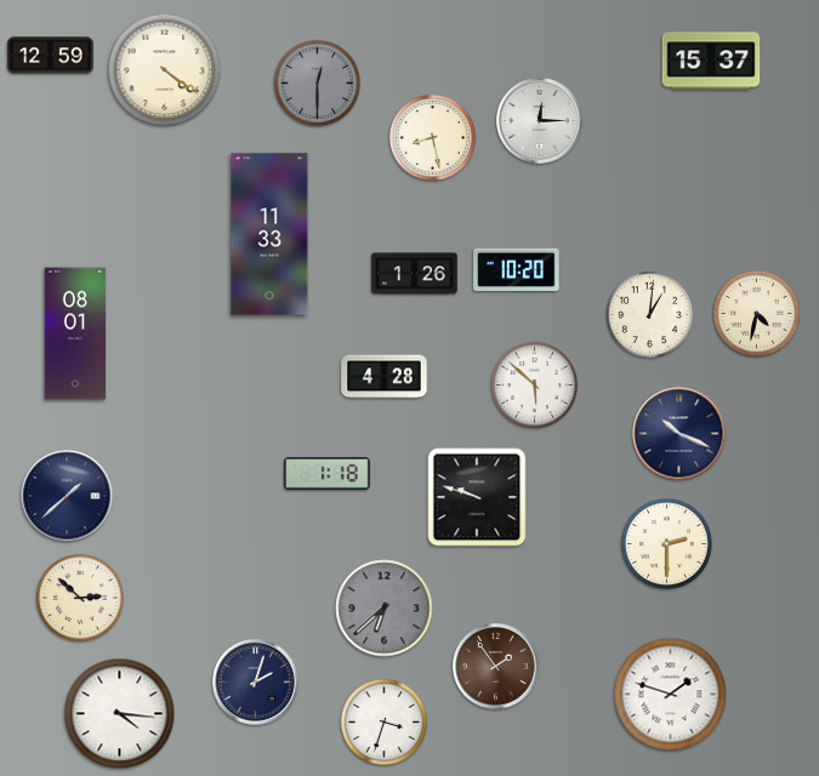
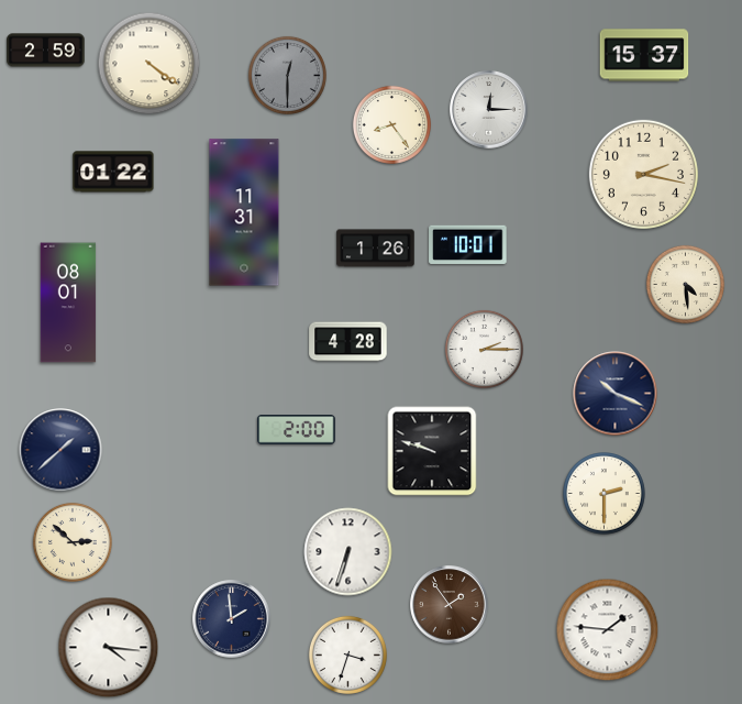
clock at (51, 56): 12:59 -> 2:59
clock at (432, 137): 8:28 -> 8:24
clock at (113, 172): none -> 01:22
clock at (643, 174): none -> 2:17
clock at (269, 234): 11:33 -> 11:31
clock at (517, 269): 10:20 -> 10:01
clock at (756, 313): 4:32 -> 4:29
clock at (649, 314): 1:01 -> none
clock at (534, 384): 5:52 -> 2:15
clock at (328, 474): 1:18 -> 2:00
clock at (385, 609): 6:38 -> 6:33
clock at (385, 609) dial: grey -> white
clock at (256, 683): 2:03 -> 1:59
clock at (671, 695): 1:48 -> 1:46
